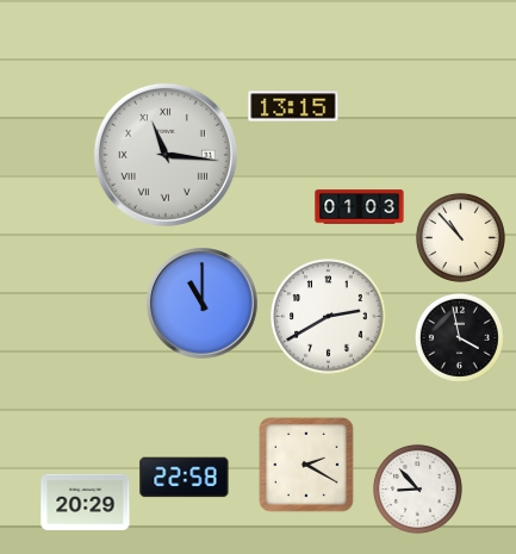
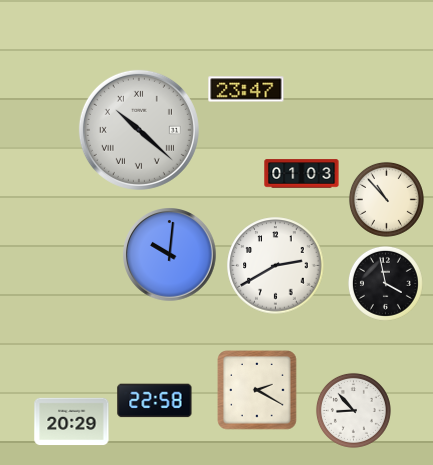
clock at (293, 106): 13:15 -> 23:47
clock at (166, 155): 11:16 -> 10:22
clock at (203, 304): 11:00 -> 10:01
clock at (417, 488) position: (417, 488) -> (353, 410)
